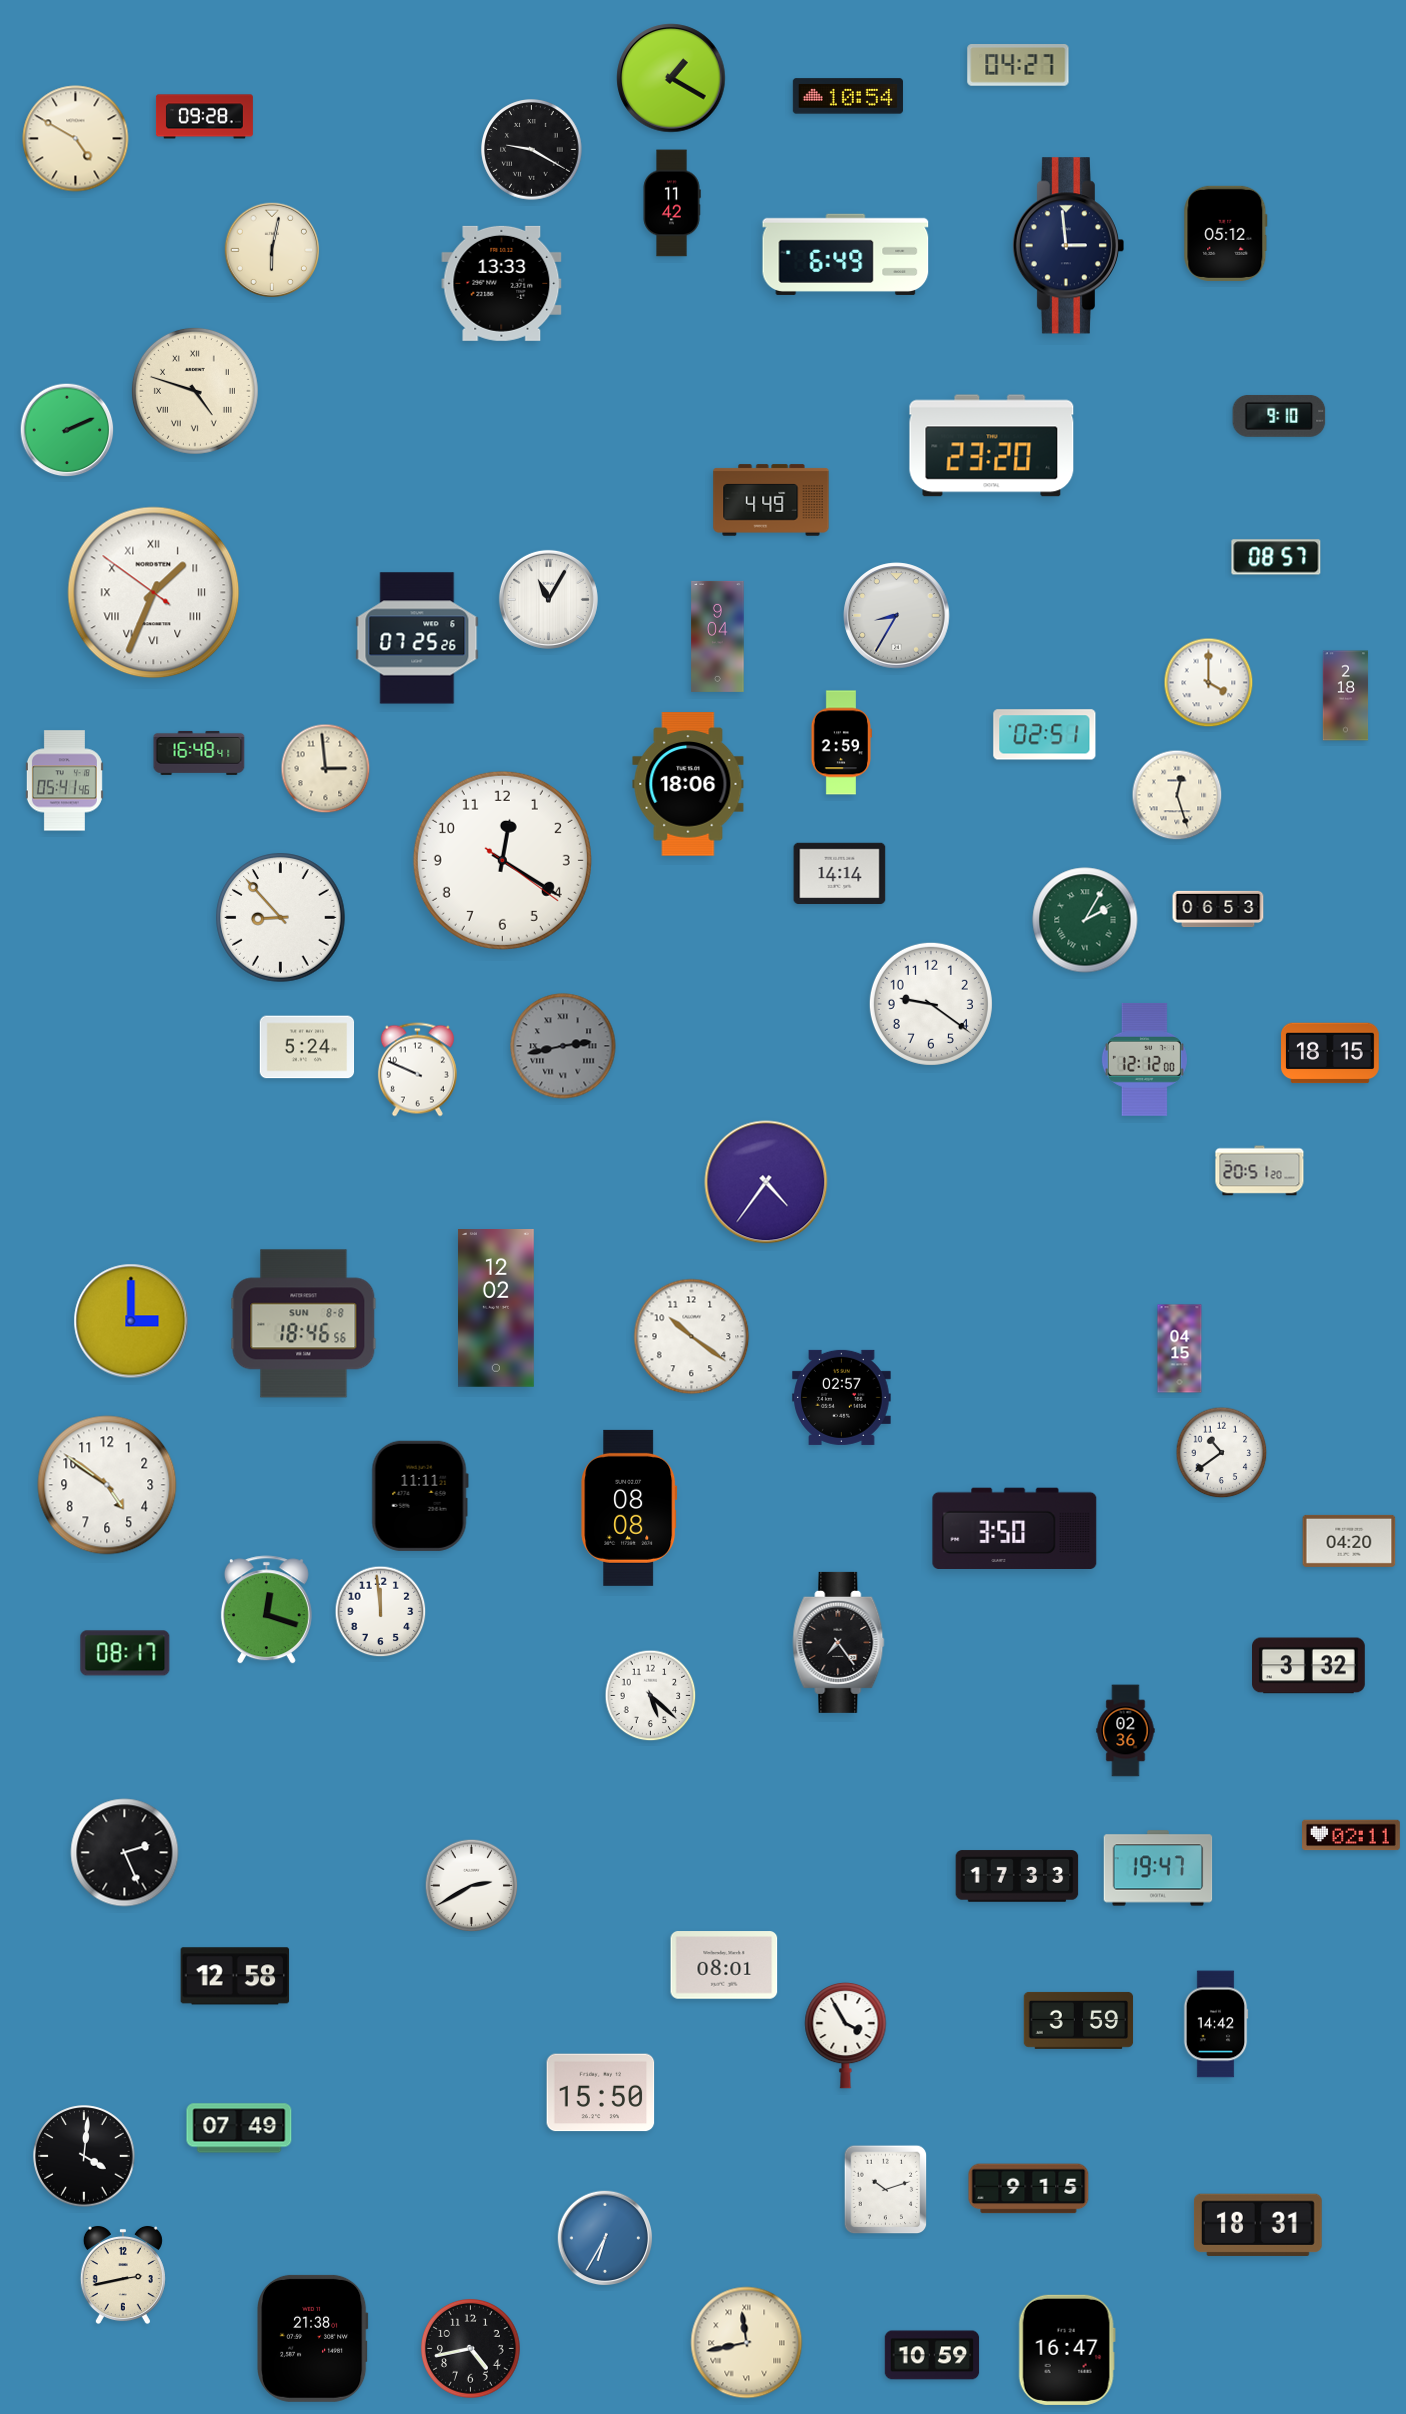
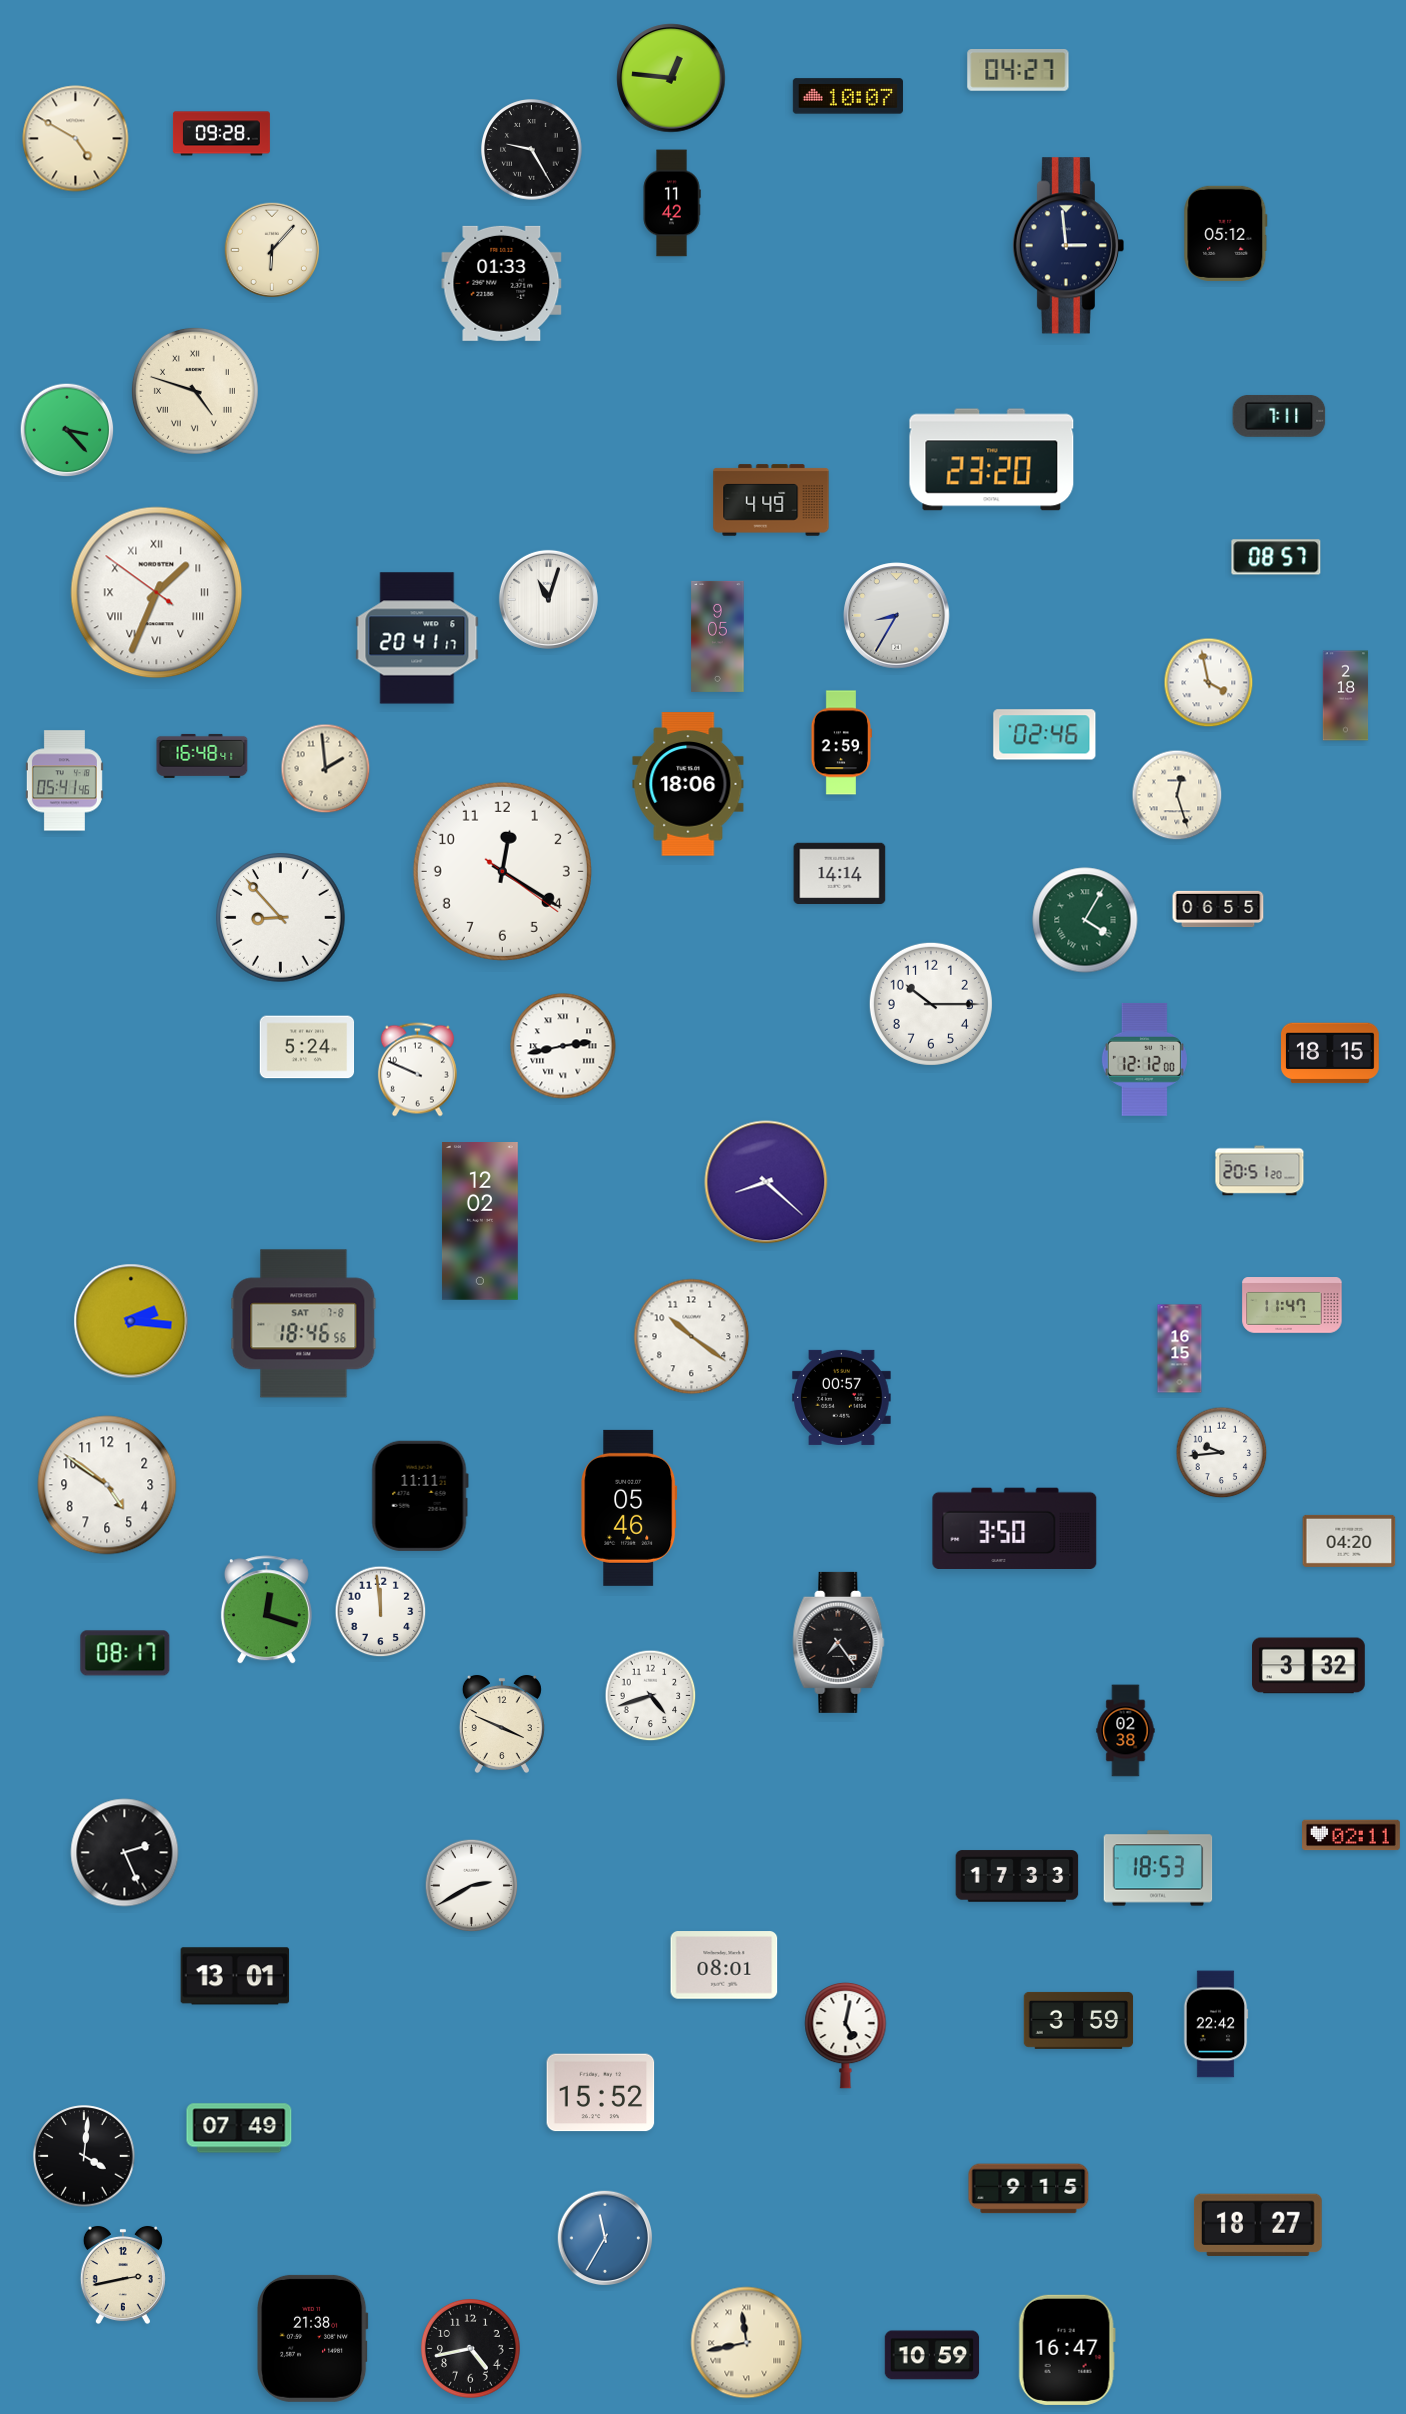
clock at (1018, 65) position: (1018, 65) -> (1018, 70)
clock at (671, 78): 1:20 -> 12:46
clock at (848, 96): 10:54 -> 10:07
clock at (204, 117) position: (204, 117) -> (221, 134)
clock at (532, 150): 9:20 -> 9:25
clock at (272, 250): 6:02 -> 6:07
clock at (846, 254): 6:49 -> none
clock at (502, 283): 13:33 -> 01:33
clock at (1279, 416): 9:10 -> 7:11
clock at (67, 430): 2:11 -> 3:23
clock at (992, 446) position: (992, 446) -> (992, 460)
clock at (154, 593) position: (154, 593) -> (157, 593)
clock at (548, 599): 11:05 -> 11:03
clock at (718, 636): 9:04 -> 9:05
clock at (417, 638): 07:25 -> 20:41
clock at (1209, 683): 4:00 -> 3:58
clock at (1045, 735): 02:51 -> 02:46
clock at (199, 753) position: (199, 753) -> (202, 756)
clock at (326, 769): 2:59 -> 1:59
clock at (502, 860) position: (502, 860) -> (502, 871)
clock at (1218, 909): 06:53 -> 06:55
clock at (1085, 920): 2:05 -> 4:05
clock at (931, 1004): 9:21 -> 10:15
clock at (563, 1046) dial: grey -> white
clock at (766, 1182): 4:36 -> 8:22
clock at (1292, 1306): none -> 11:47
clock at (496, 1309) position: (496, 1309) -> (480, 1222)
clock at (131, 1321): 3:00 -> 2:16
clock at (304, 1324) date: SUN 8-8 -> SAT 7-8
clock at (1180, 1349): 04:15 -> 16:15
clock at (842, 1397): 02:57 -> 00:57
clock at (1222, 1453): 10:39 -> 9:44
clock at (629, 1508): 08:08 -> 05:46
clock at (651, 1696): 5:22 -> 4:42
clock at (502, 1724): none -> 3:49
clock at (1126, 1731): 02:36 -> 02:38
clock at (1158, 1868): 19:47 -> 18:53
clock at (235, 1976): 12:58 -> 13:01
clock at (1216, 2024): 14:42 -> 22:42
clock at (846, 2035): 3:55 -> 5:02
clock at (601, 2093): 15:50 -> 15:52
clock at (886, 2190): 10:12 -> none
clock at (1258, 2224): 18:31 -> 18:27
clock at (605, 2238): 6:35 -> 11:35
